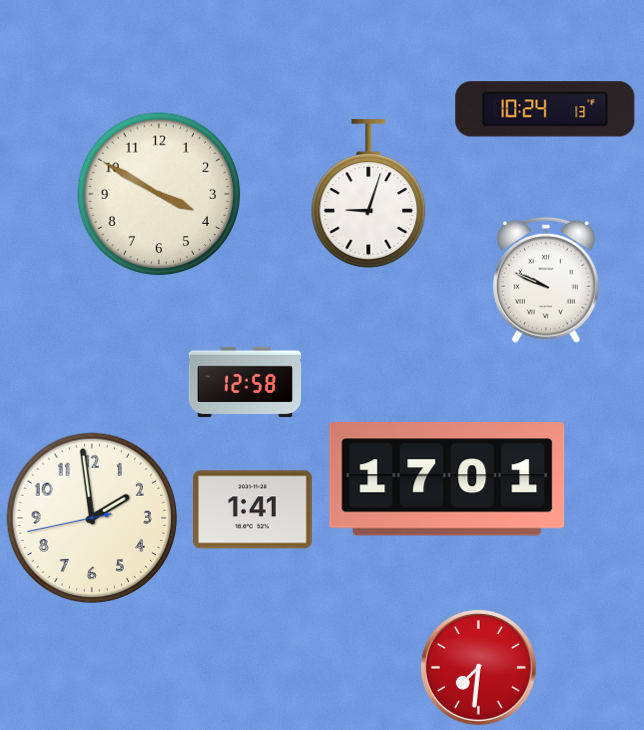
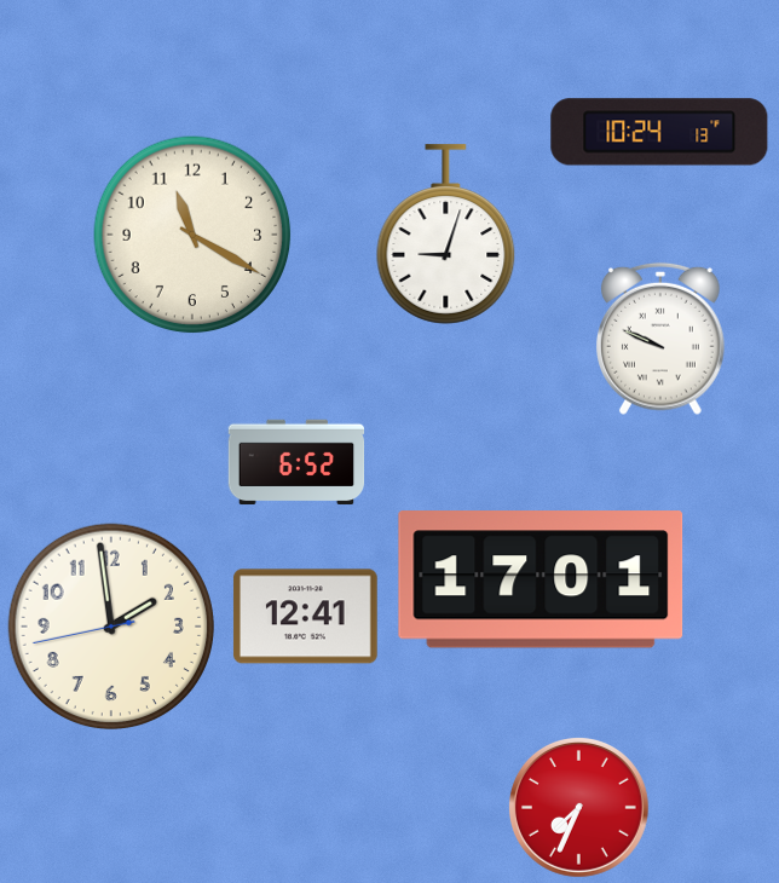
clock at (159, 194): 3:50 -> 11:20
clock at (245, 382): 12:58 -> 6:52
clock at (252, 510): 1:41 -> 12:41
clock at (478, 667): 7:31 -> 7:34
